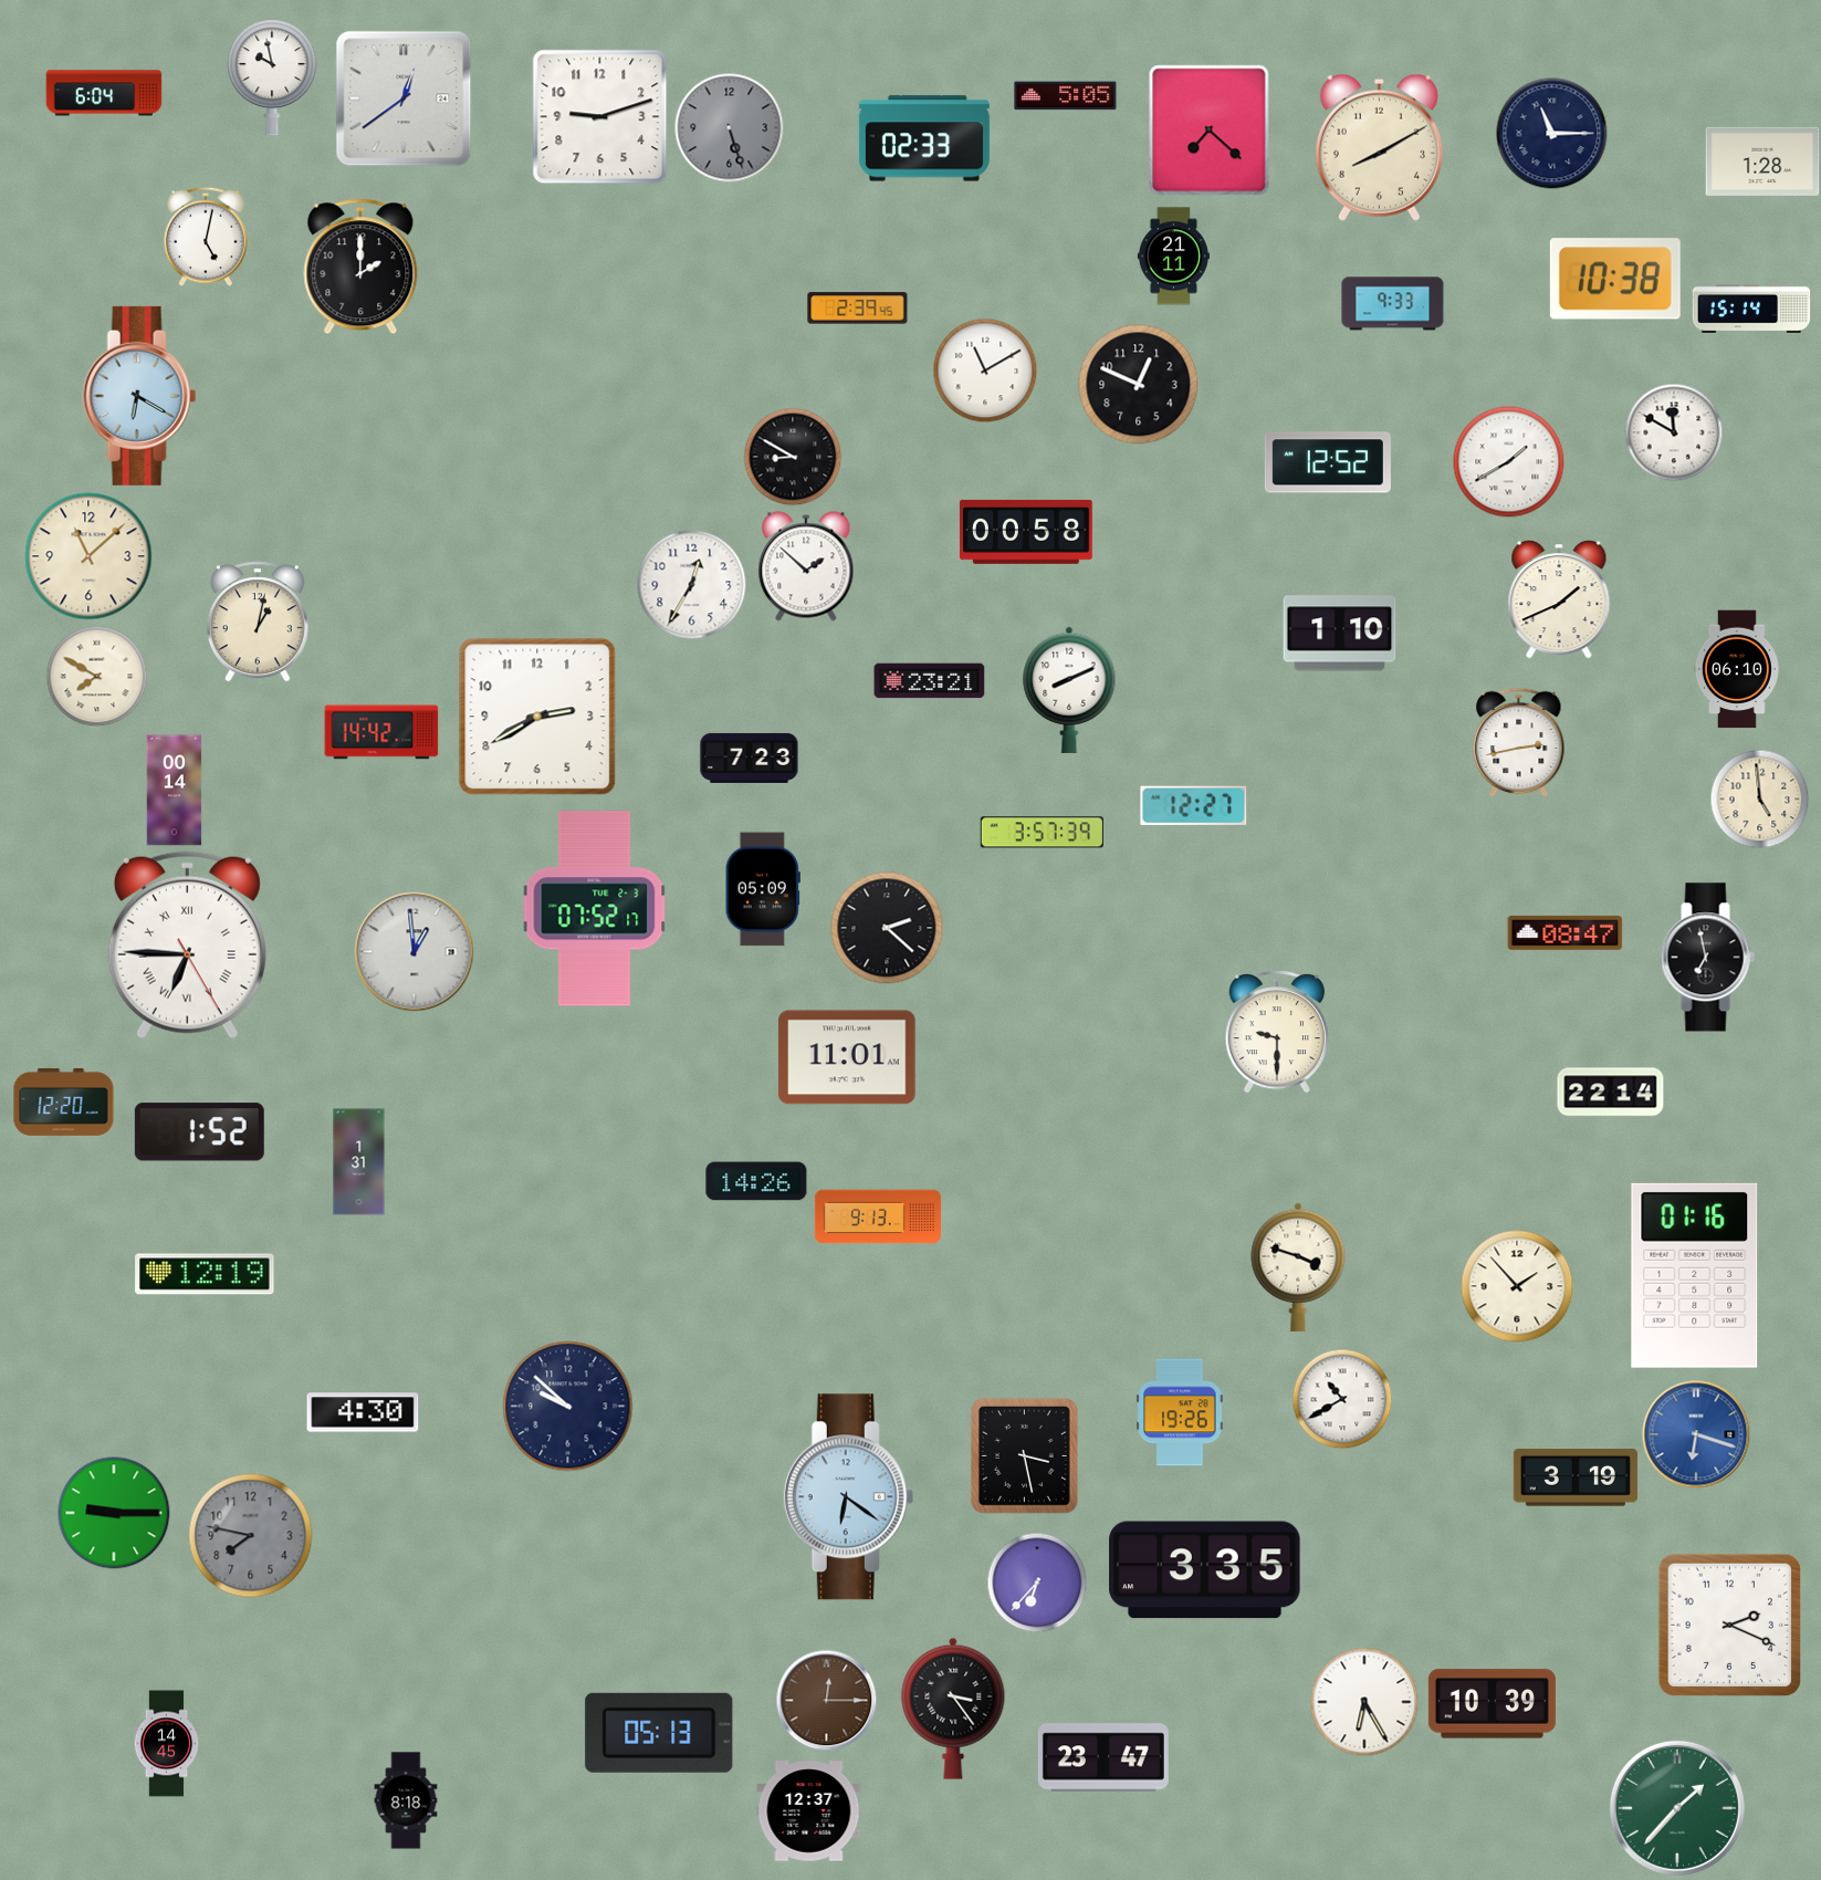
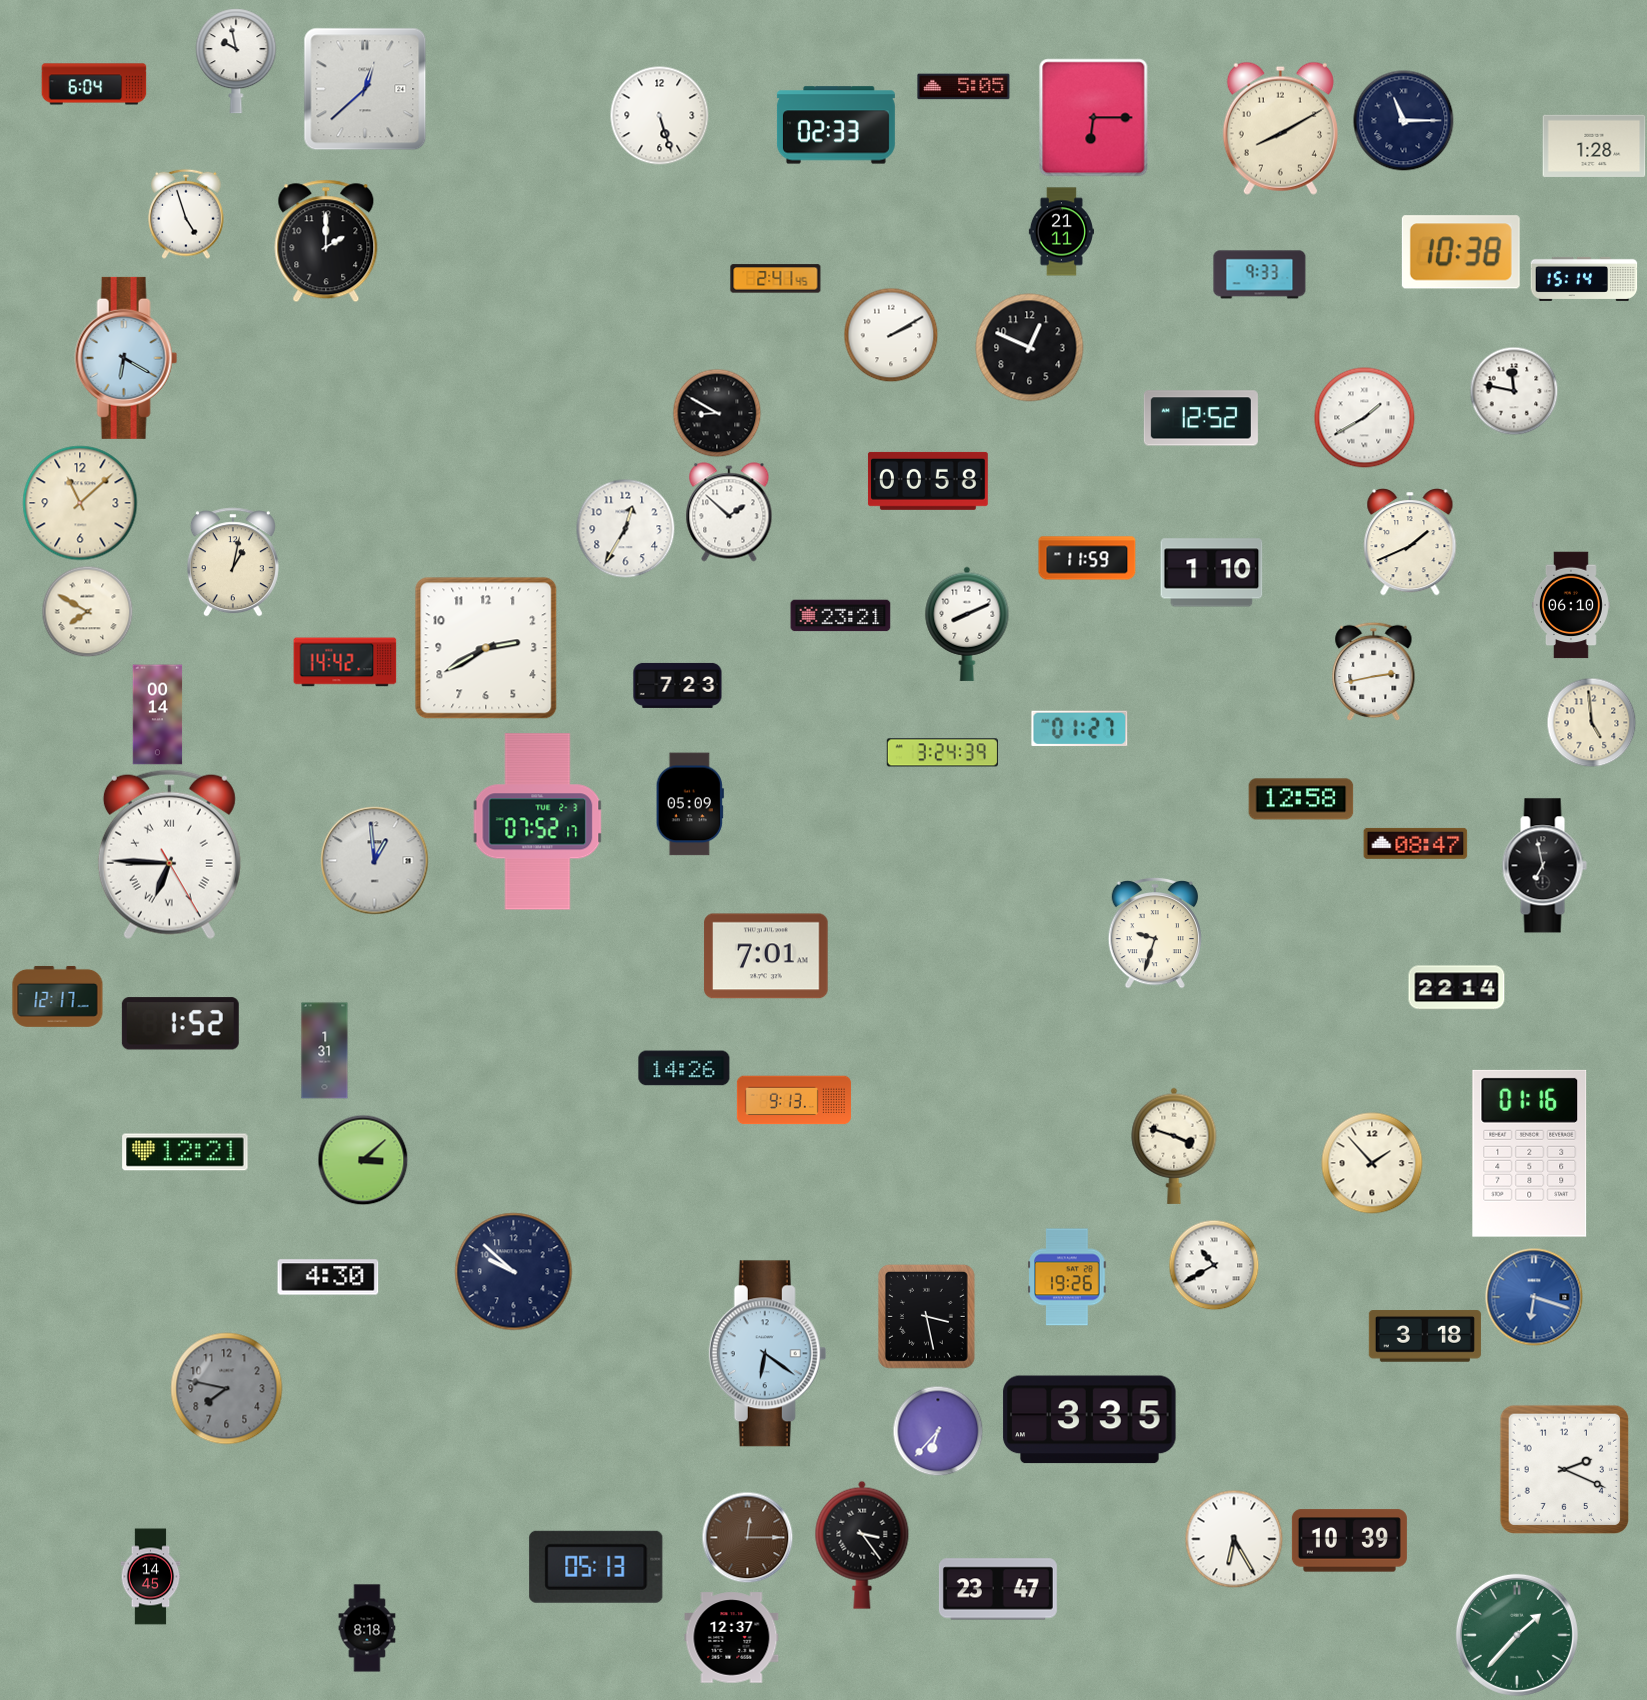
clock at (272, 77) position: (272, 77) -> (236, 61)
clock at (404, 98): 12:39 -> 12:38
clock at (600, 117): 9:12 -> none
clock at (730, 128) dial: grey -> white
clock at (1210, 130): 7:22 -> 6:15
clock at (1379, 147) position: (1379, 147) -> (1280, 128)
clock at (206, 237): 5:02 -> 4:57
clock at (858, 309): 2:39 -> 2:41
clock at (985, 370): 11:10 -> 2:10
clock at (1674, 432): 11:50 -> 11:47
clock at (1087, 558): none -> 11:59
clock at (1194, 805): 12:27 -> 01:27
clock at (1042, 833): 3:57 -> 3:24
clock at (1301, 799): none -> 12:58
clock at (887, 928): 2:22 -> none
clock at (1276, 1032): 9:30 -> 9:33
clock at (847, 1057): 11:01 -> 7:01
clock at (64, 1101): 12:20 -> 12:17
clock at (205, 1274): 12:19 -> 12:21
clock at (1695, 1275) position: (1695, 1275) -> (1530, 1153)
clock at (363, 1160): none -> 3:08
clock at (1576, 1477): 3:19 -> 3:18
clock at (114, 1513): 9:15 -> none
